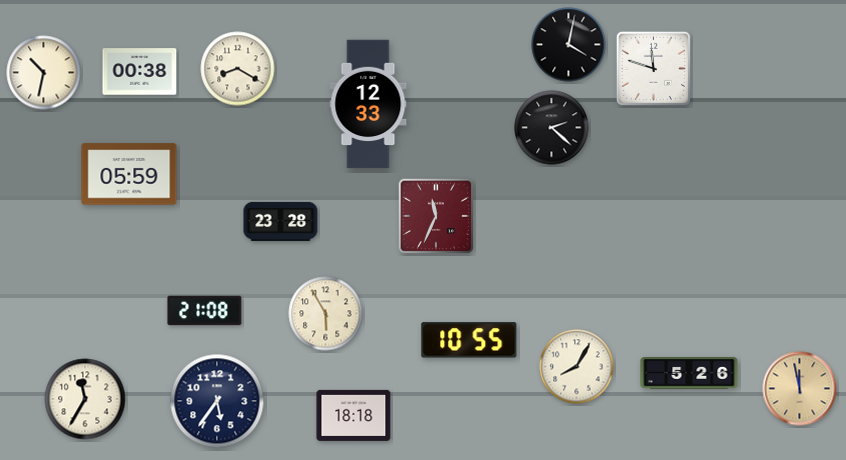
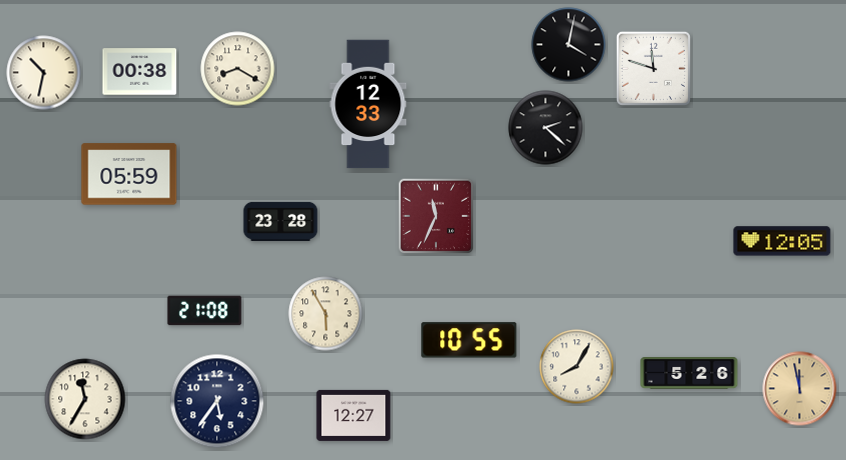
clock at (552, 128) position: (552, 128) -> (546, 128)
clock at (782, 241): none -> 12:05
clock at (354, 415): 18:18 -> 12:27
